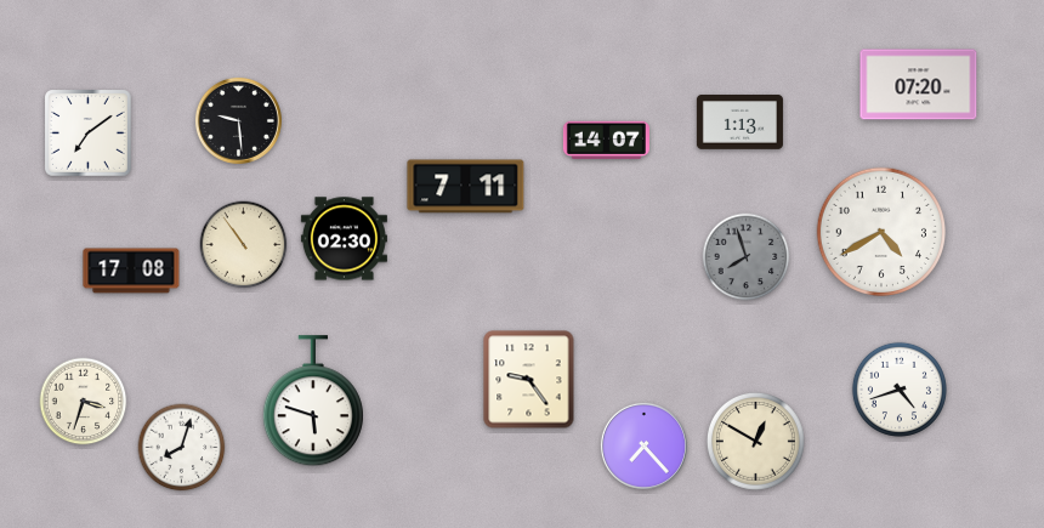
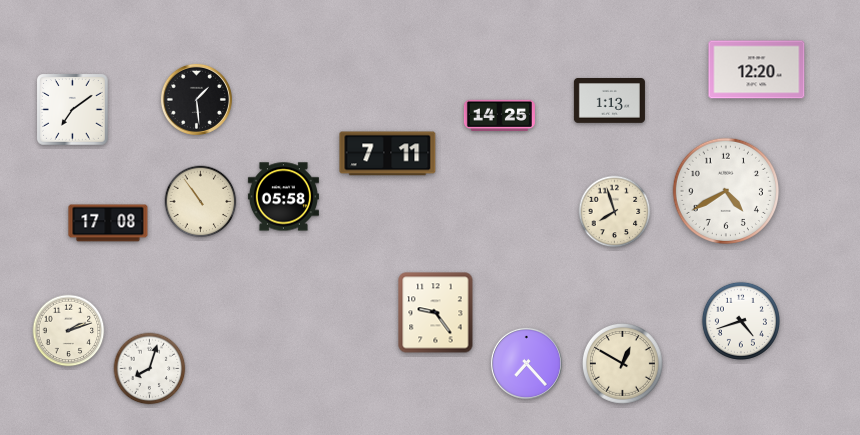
clock at (919, 85): 07:20 -> 12:20
clock at (238, 120): 9:29 -> 1:29
clock at (606, 140): 14:07 -> 14:25
clock at (466, 187) position: (466, 187) -> (388, 154)
clock at (344, 239): 02:30 -> 05:58
clock at (747, 257) dial: grey -> cream
clock at (84, 402): 3:33 -> 2:12
clock at (313, 402): 5:48 -> none
clock at (643, 445) position: (643, 445) -> (526, 363)
